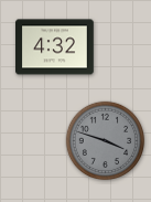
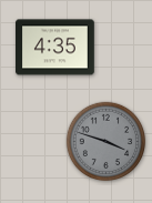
clock at (55, 47): 4:32 -> 4:35
